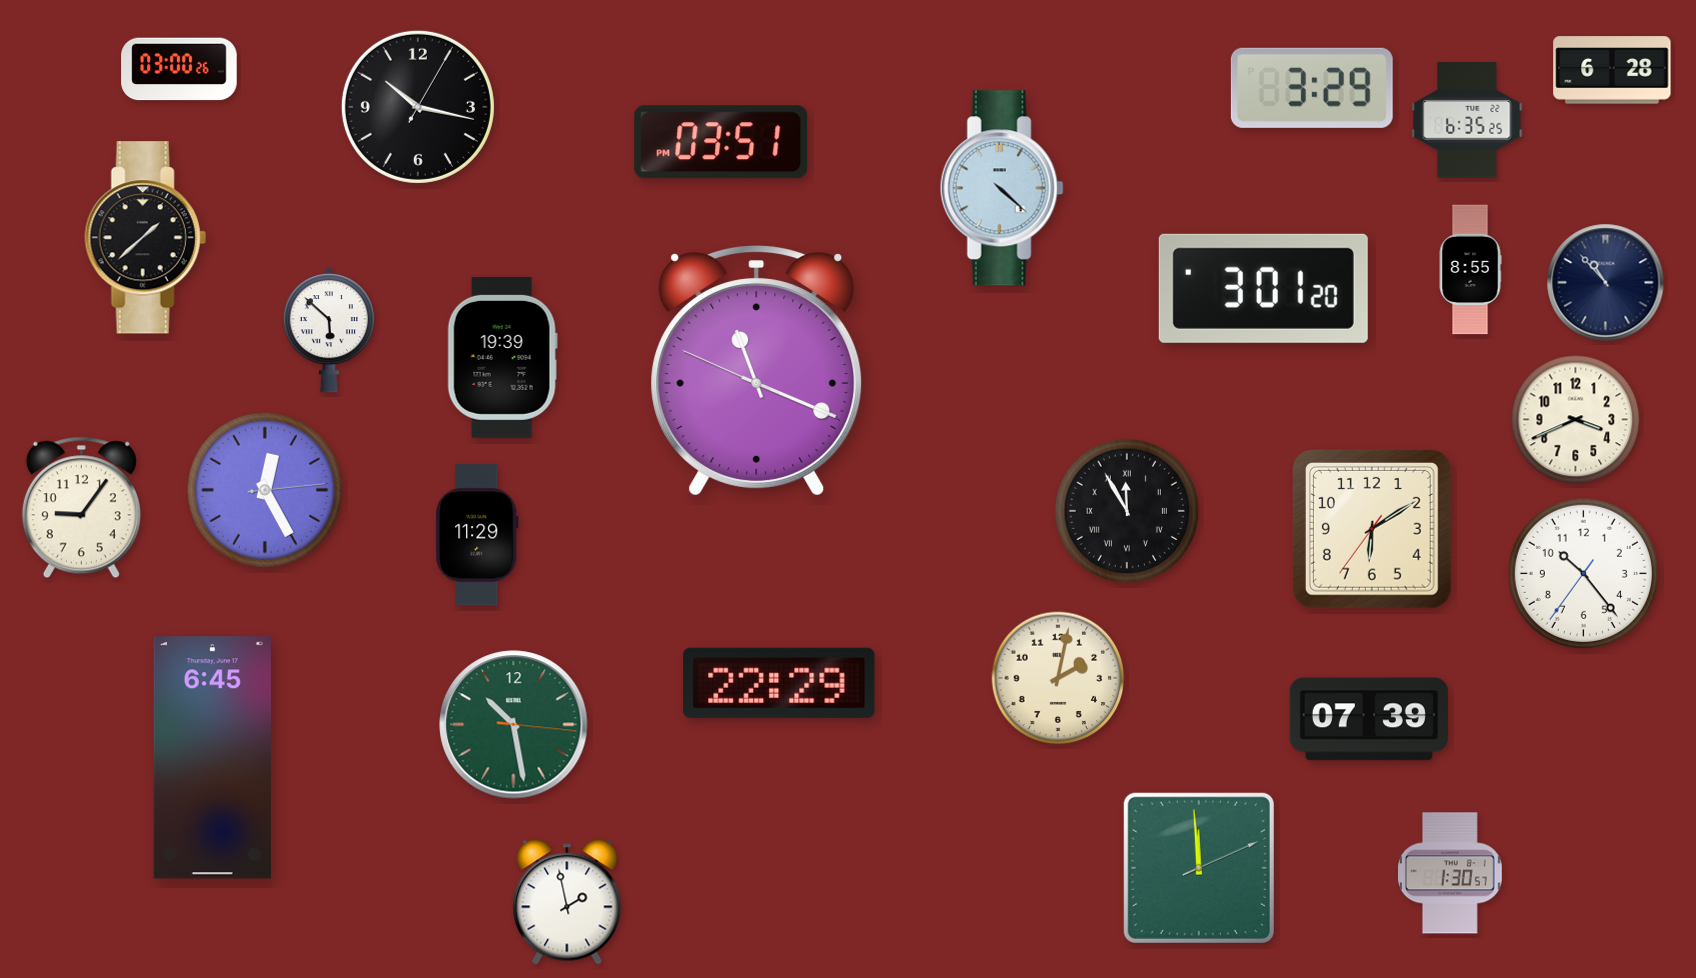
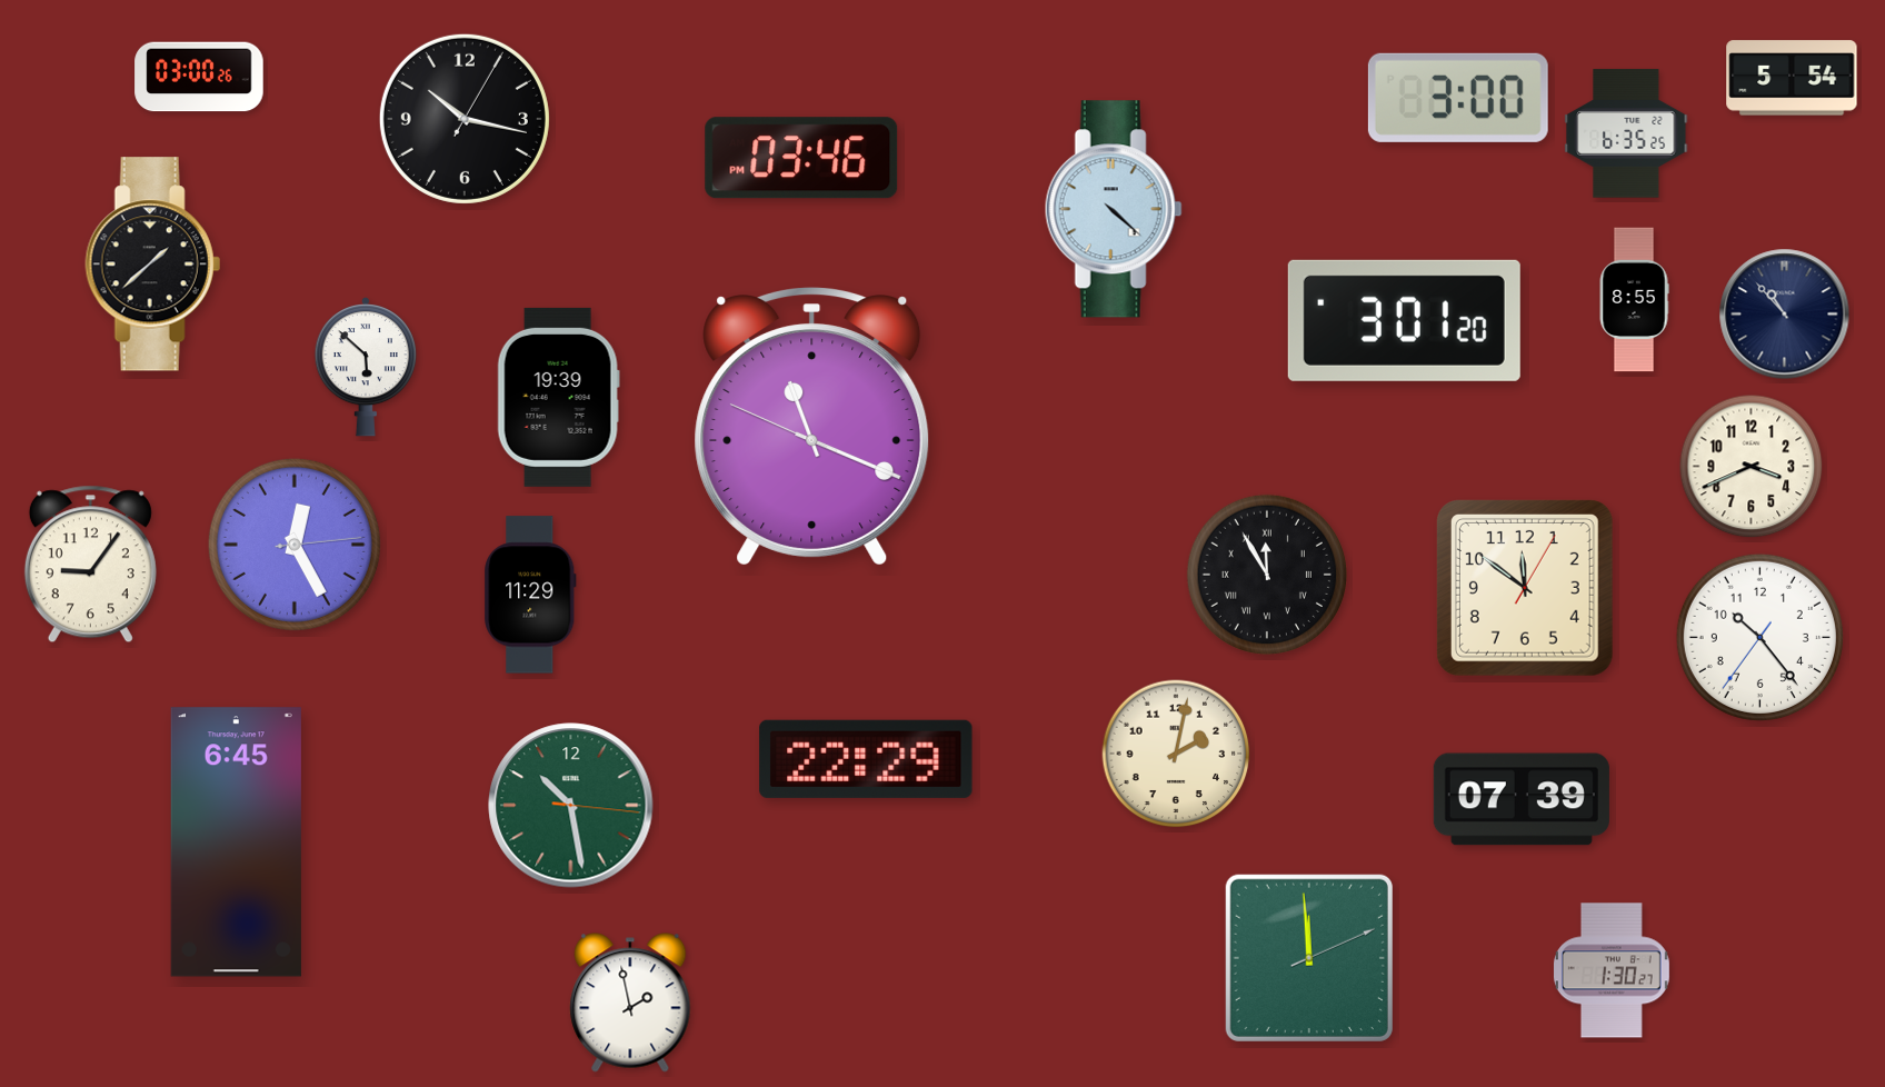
clock at (1612, 70): 6:28 -> 5:54
clock at (1312, 88): 3:29 -> 3:00
clock at (1467, 120) position: (1467, 120) -> (1626, 133)
clock at (721, 142): 03:51 -> 03:46
clock at (145, 238) position: (145, 238) -> (152, 265)
clock at (757, 371) position: (757, 371) -> (812, 427)
clock at (1127, 511) position: (1127, 511) -> (1267, 575)
clock at (1372, 529): 6:09 -> 11:51
clock at (1199, 868) position: (1199, 868) -> (1309, 958)
clock at (1450, 873): 1:30:57 -> 1:30:27
